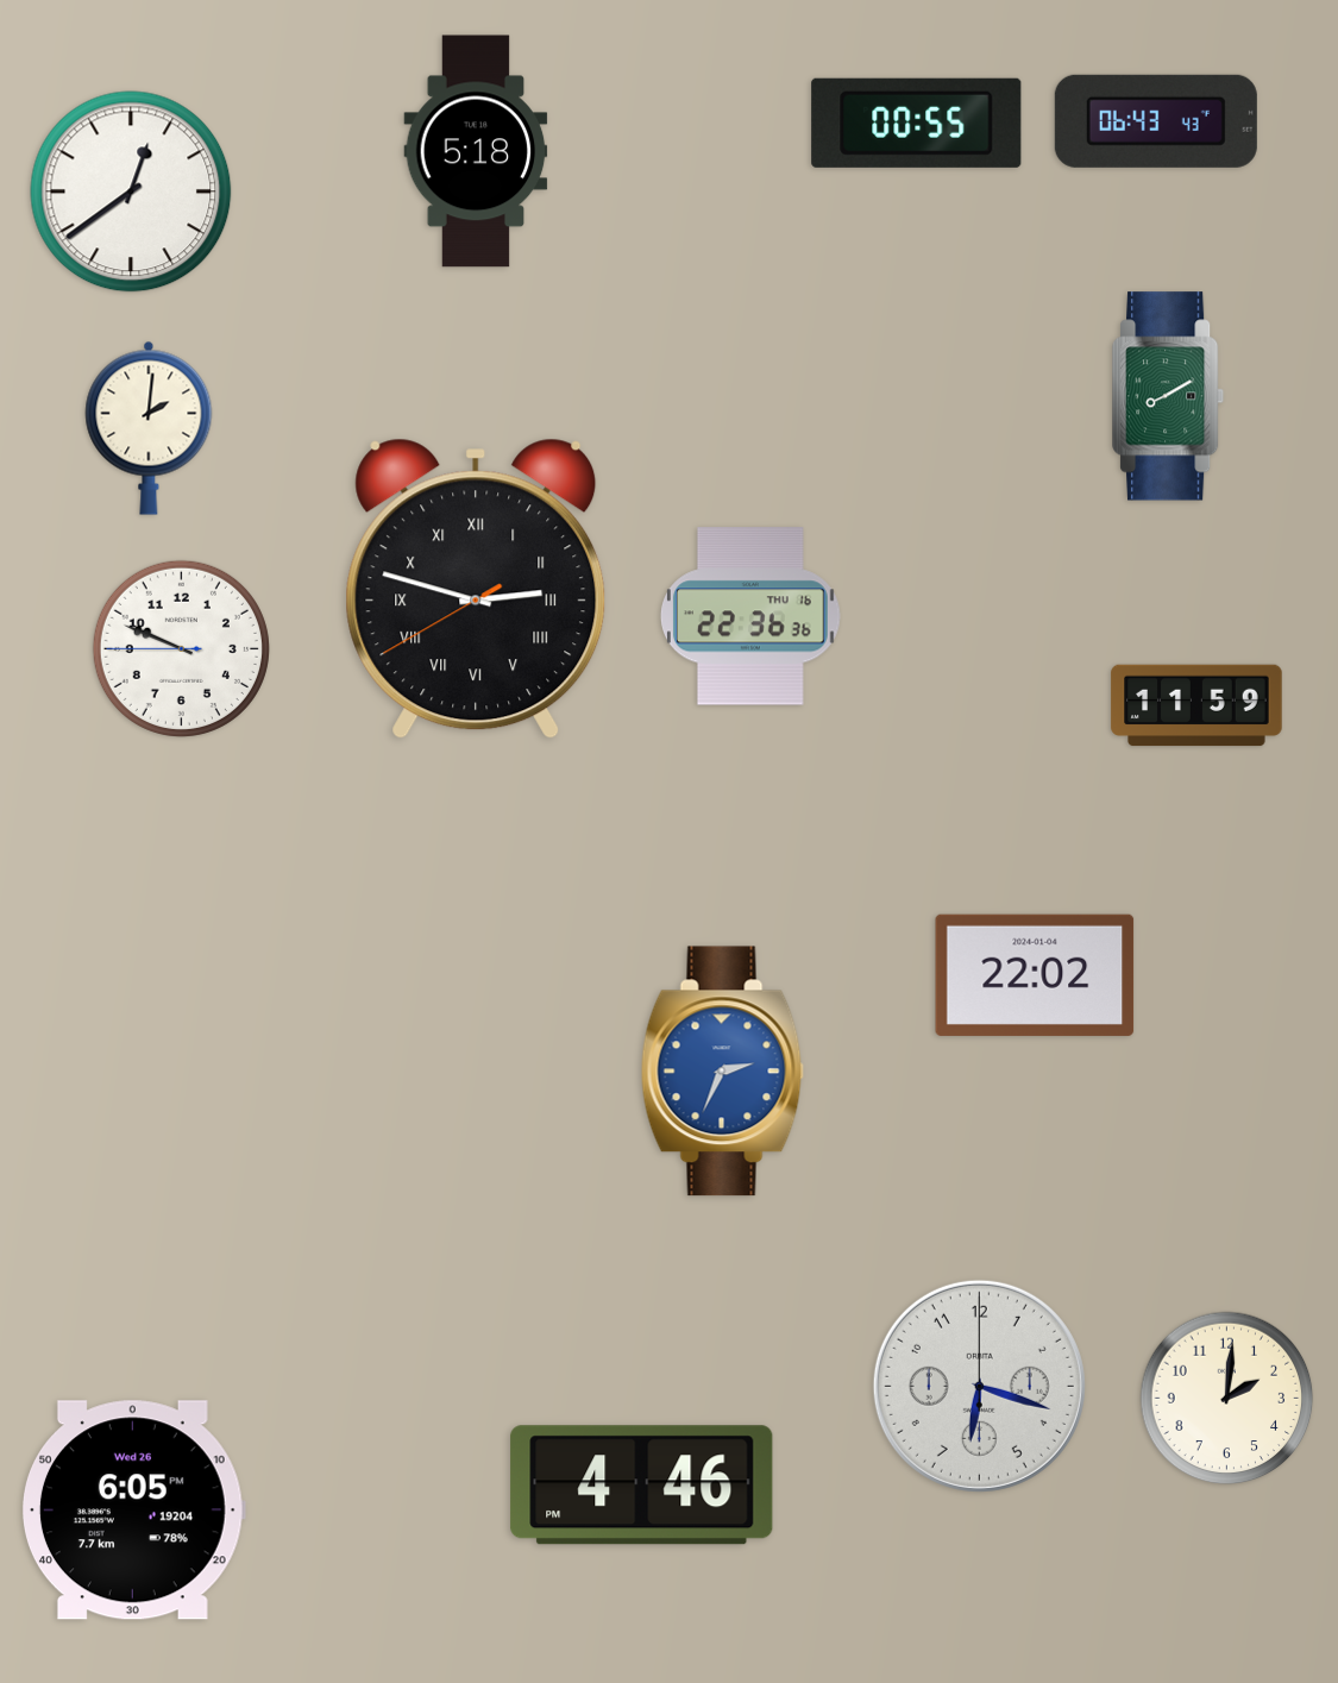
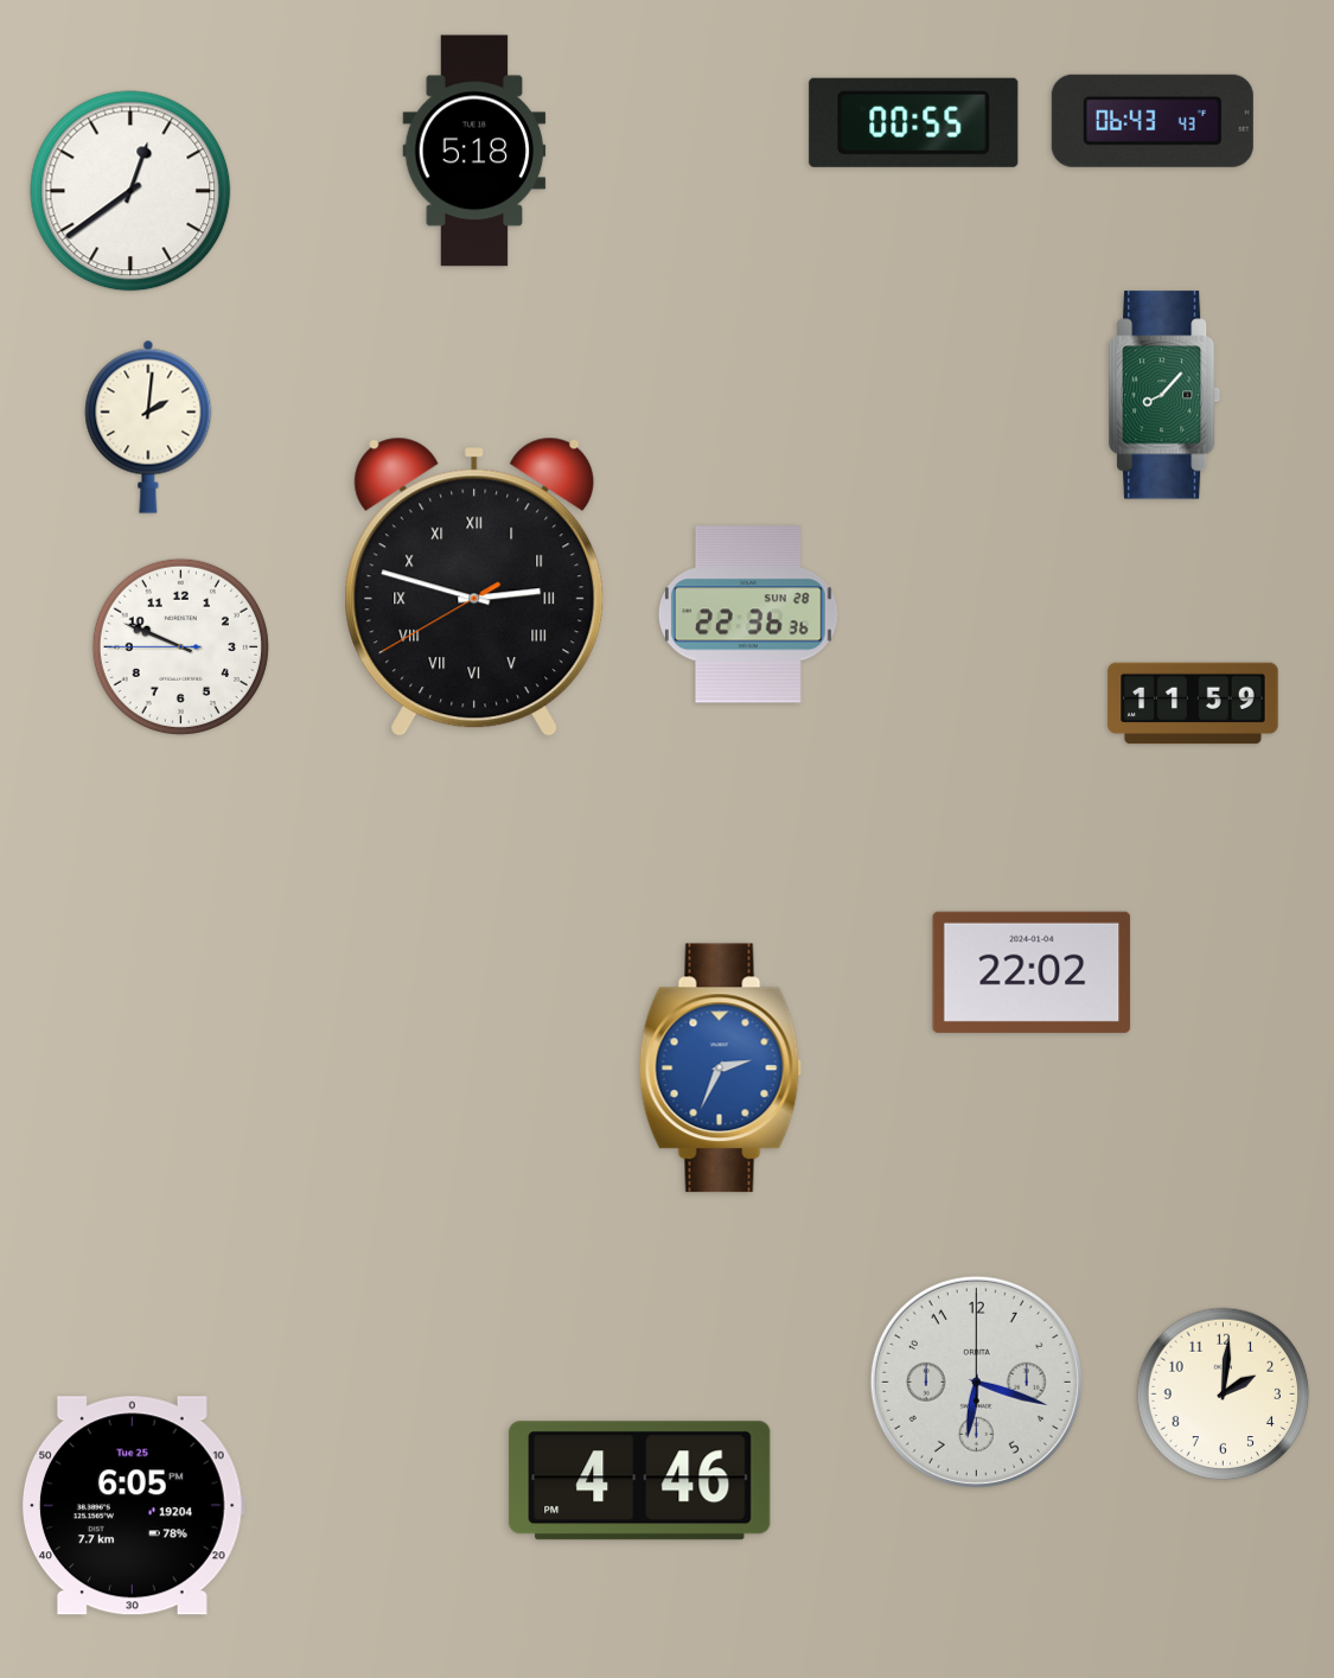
clock at (1169, 396): 8:10 -> 8:07
clock at (750, 616) date: THU 16 -> SUN 28
clock at (134, 1511) date: Wed 26 -> Tue 25
